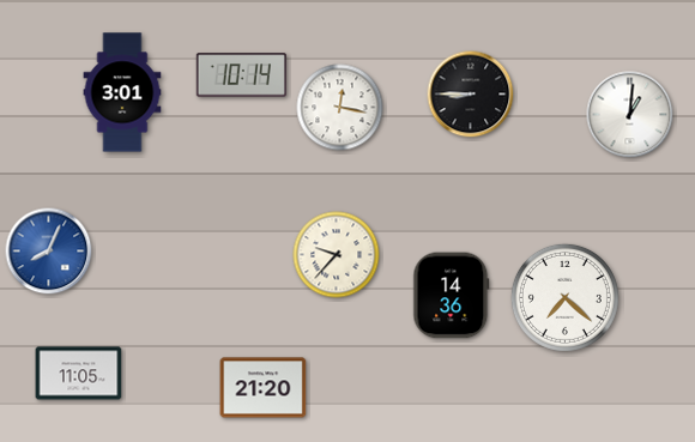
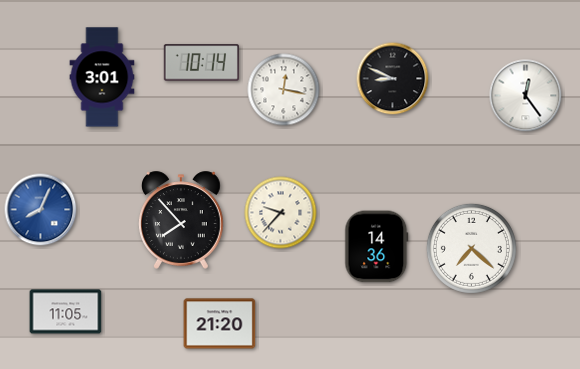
clock at (471, 95): 8:45 -> 8:49
clock at (630, 115): 1:01 -> 12:24
clock at (182, 220): none -> 7:53
